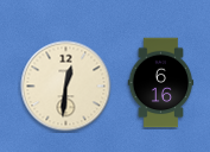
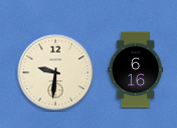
clock at (66, 87): 12:31 -> 9:31
